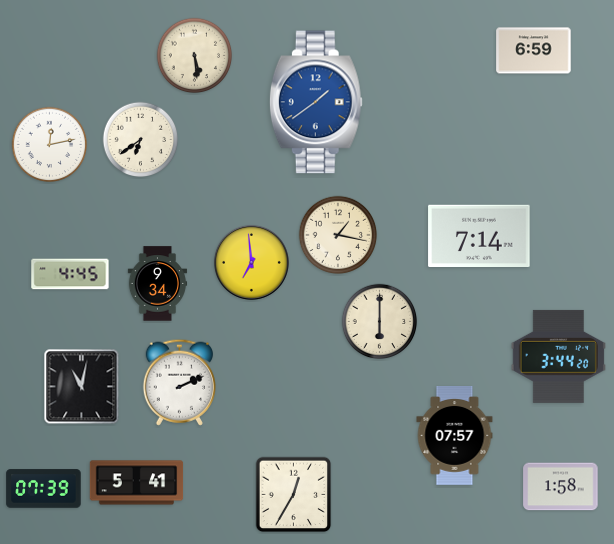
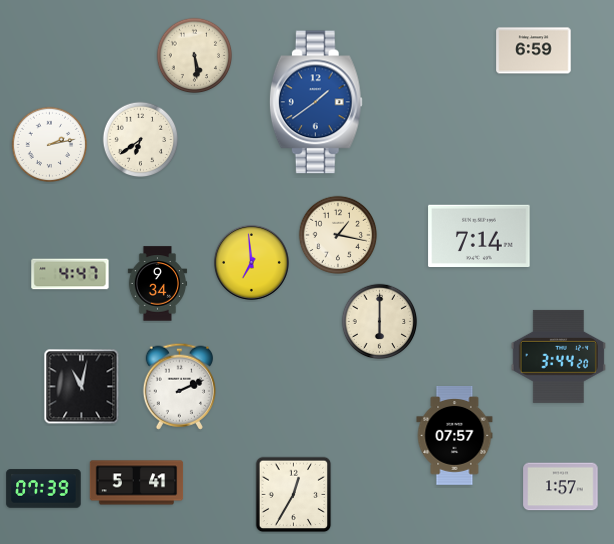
clock at (50, 145): 12:13 -> 2:13
clock at (70, 274): 4:45 -> 4:47
clock at (179, 382) position: (179, 382) -> (179, 386)
clock at (561, 487): 1:58 -> 1:57
